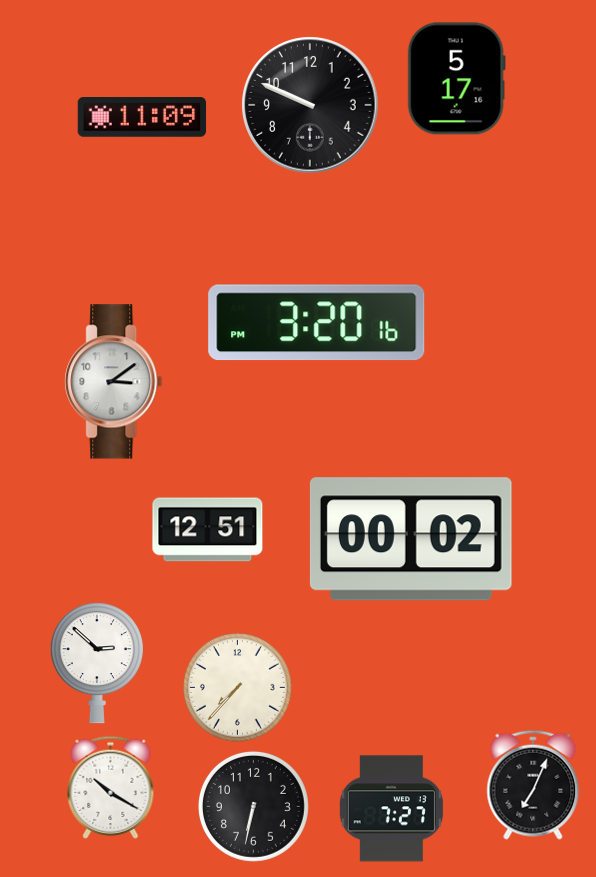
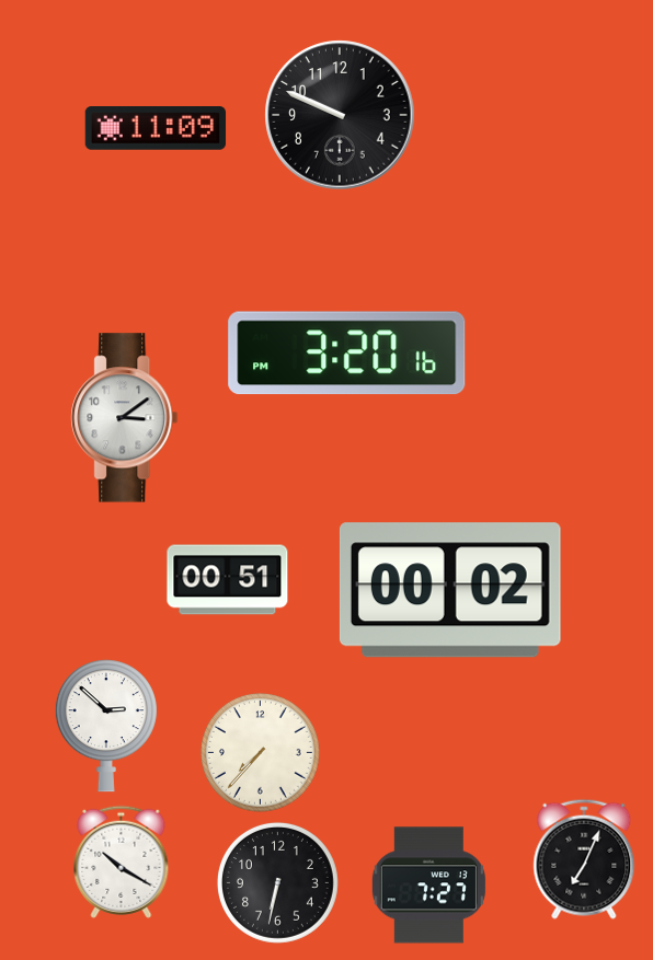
clock at (456, 79): 5:17 -> none
clock at (208, 530): 12:51 -> 00:51
